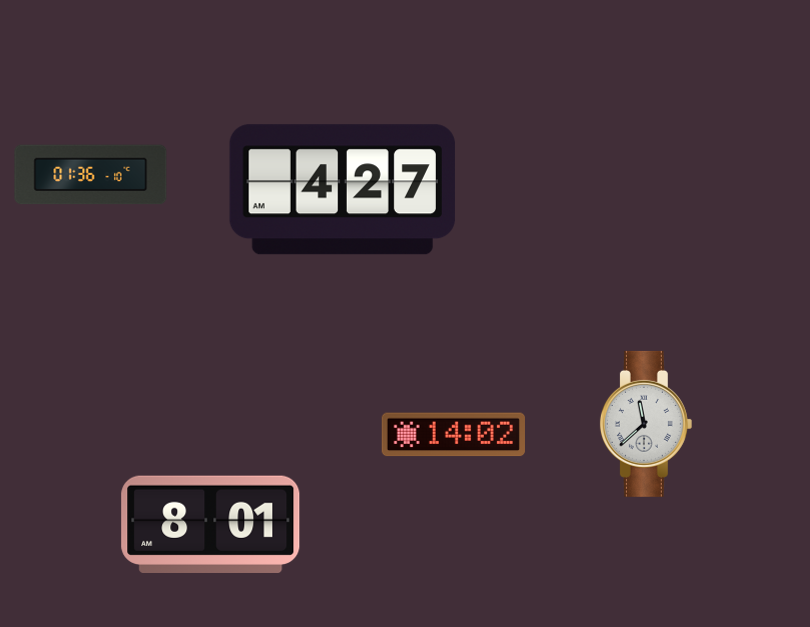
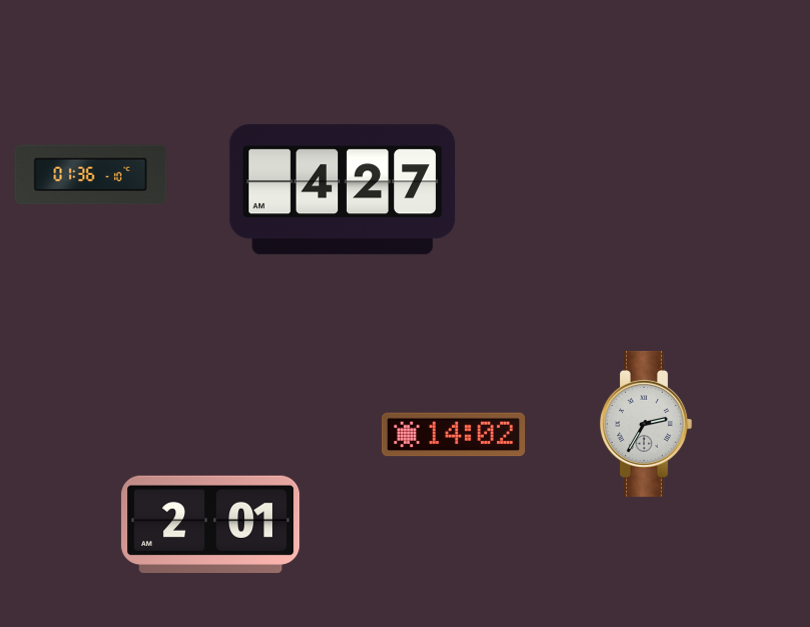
clock at (646, 424): 11:38 -> 2:35
clock at (211, 524): 8:01 -> 2:01
